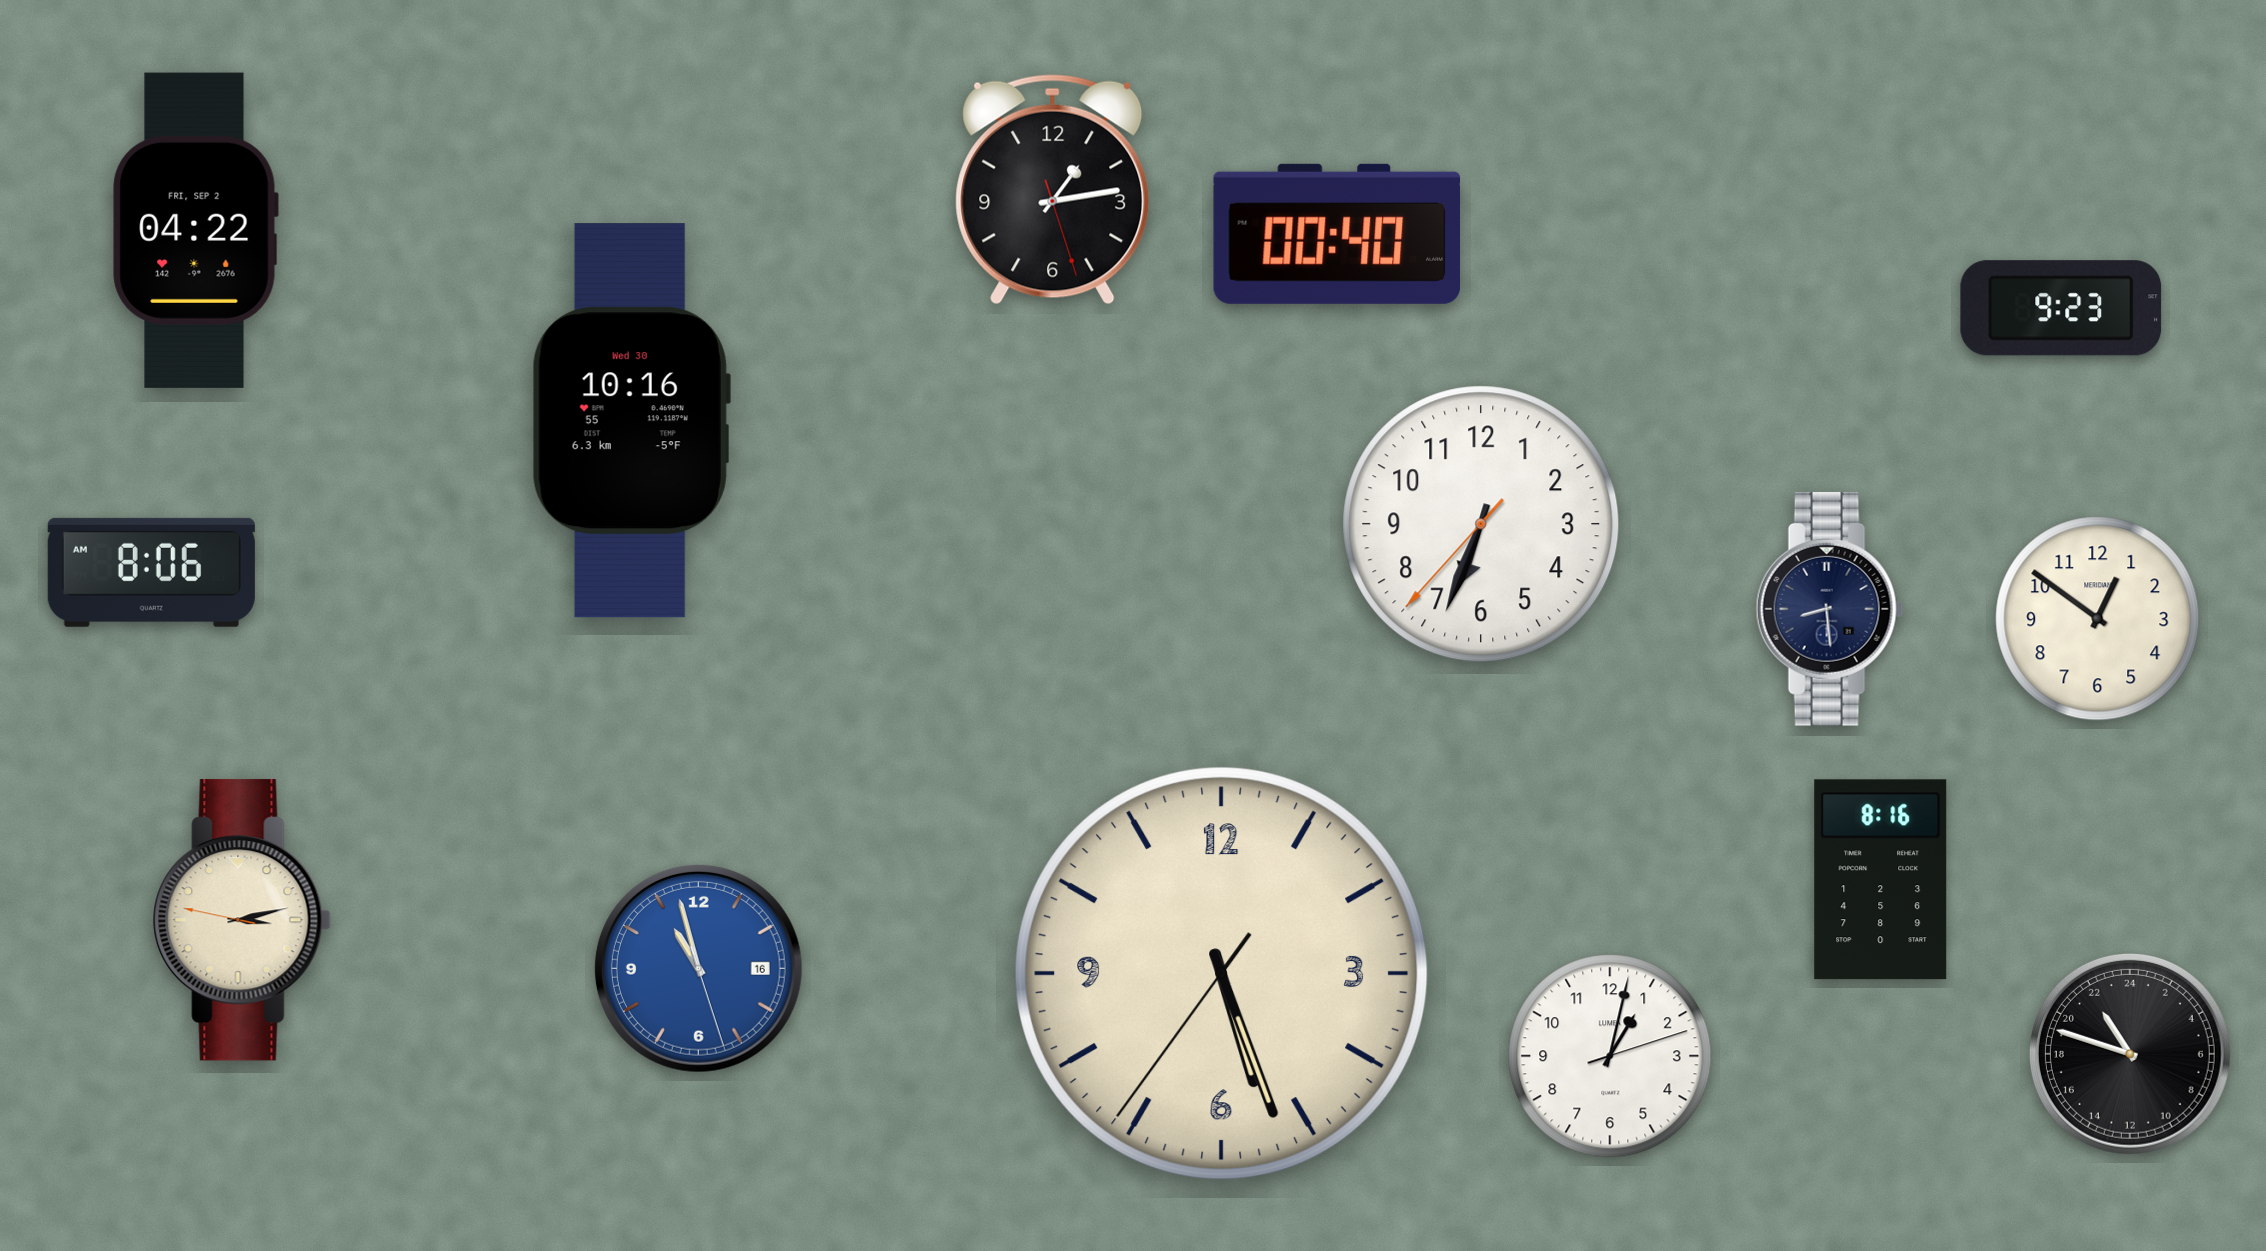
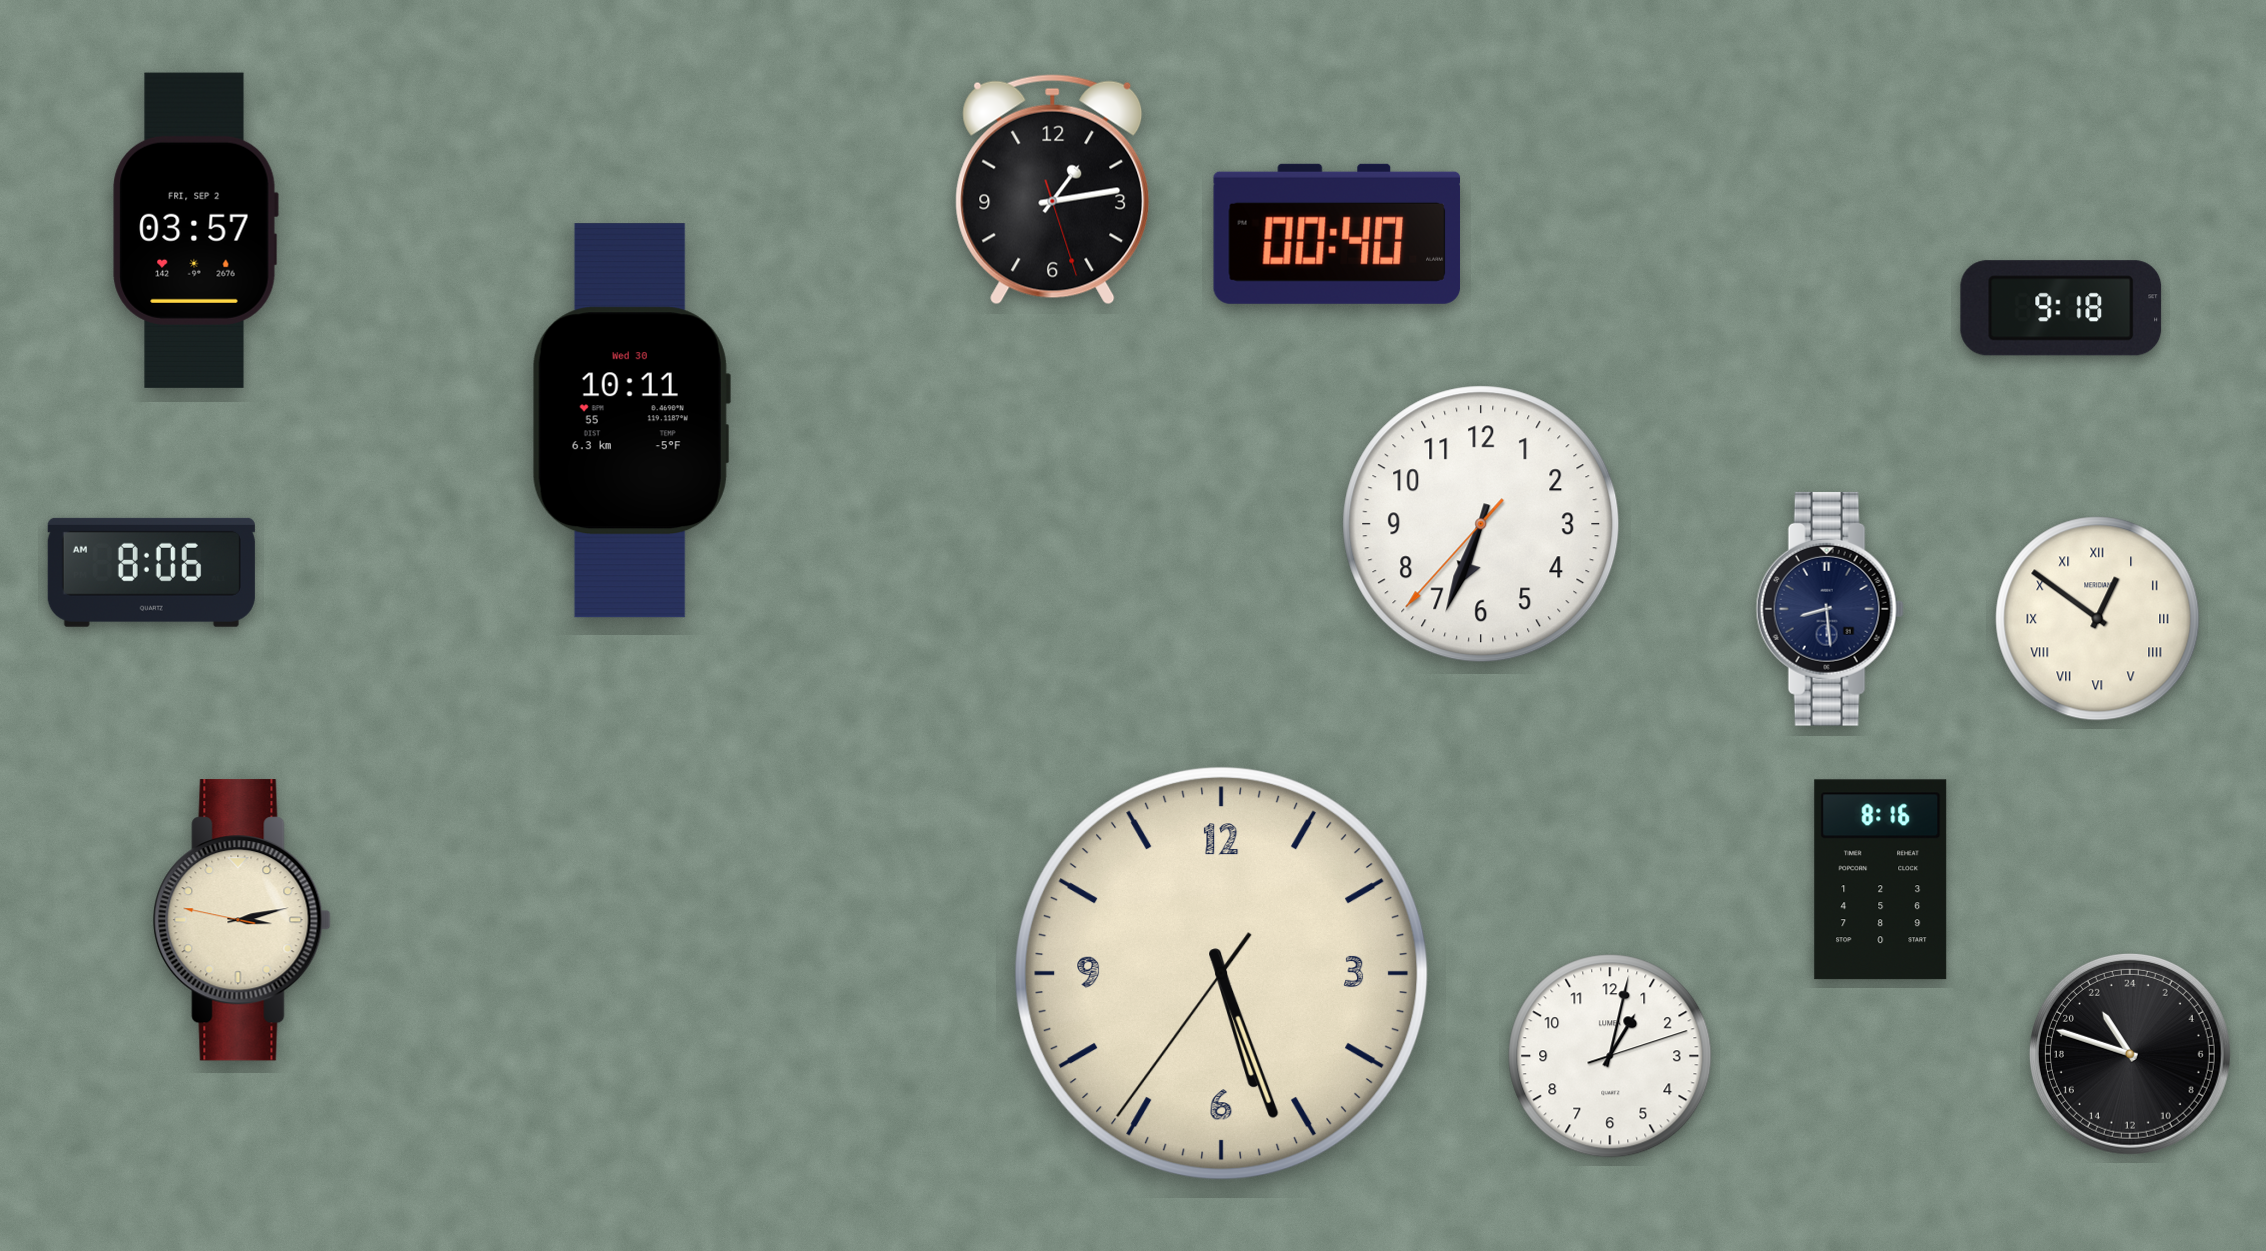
clock at (195, 230): 04:22 -> 03:57
clock at (2061, 308): 9:23 -> 9:18
clock at (631, 421): 10:16 -> 10:11
clock at (2098, 619) numerals: Arabic -> Roman
clock at (698, 968): 10:57 -> none
